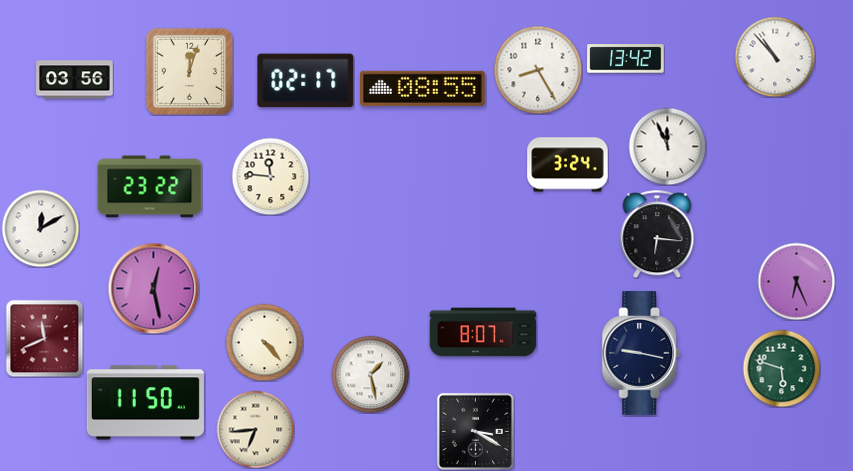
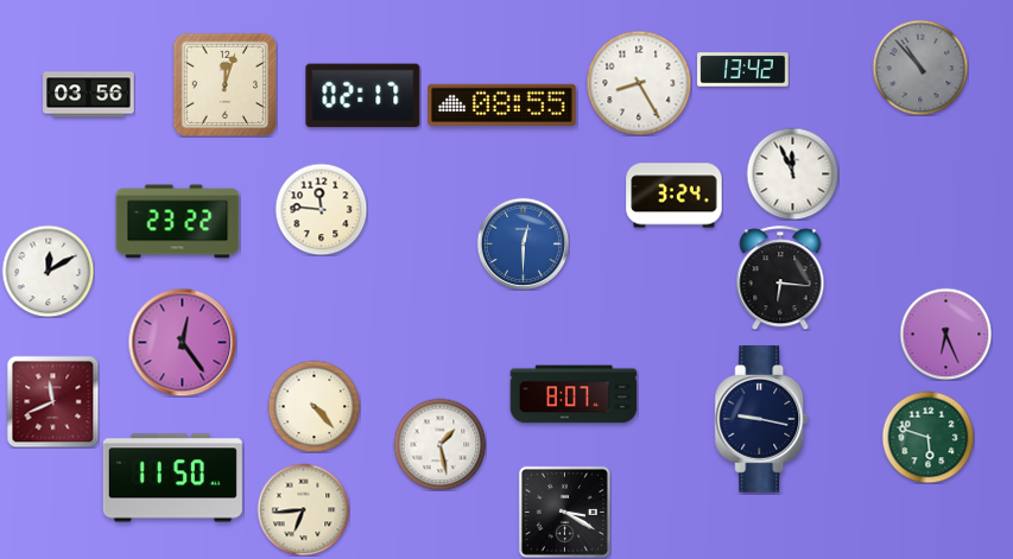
clock at (775, 57) dial: white -> grey
clock at (523, 243): none -> 12:30
clock at (153, 288): 12:28 -> 12:24
